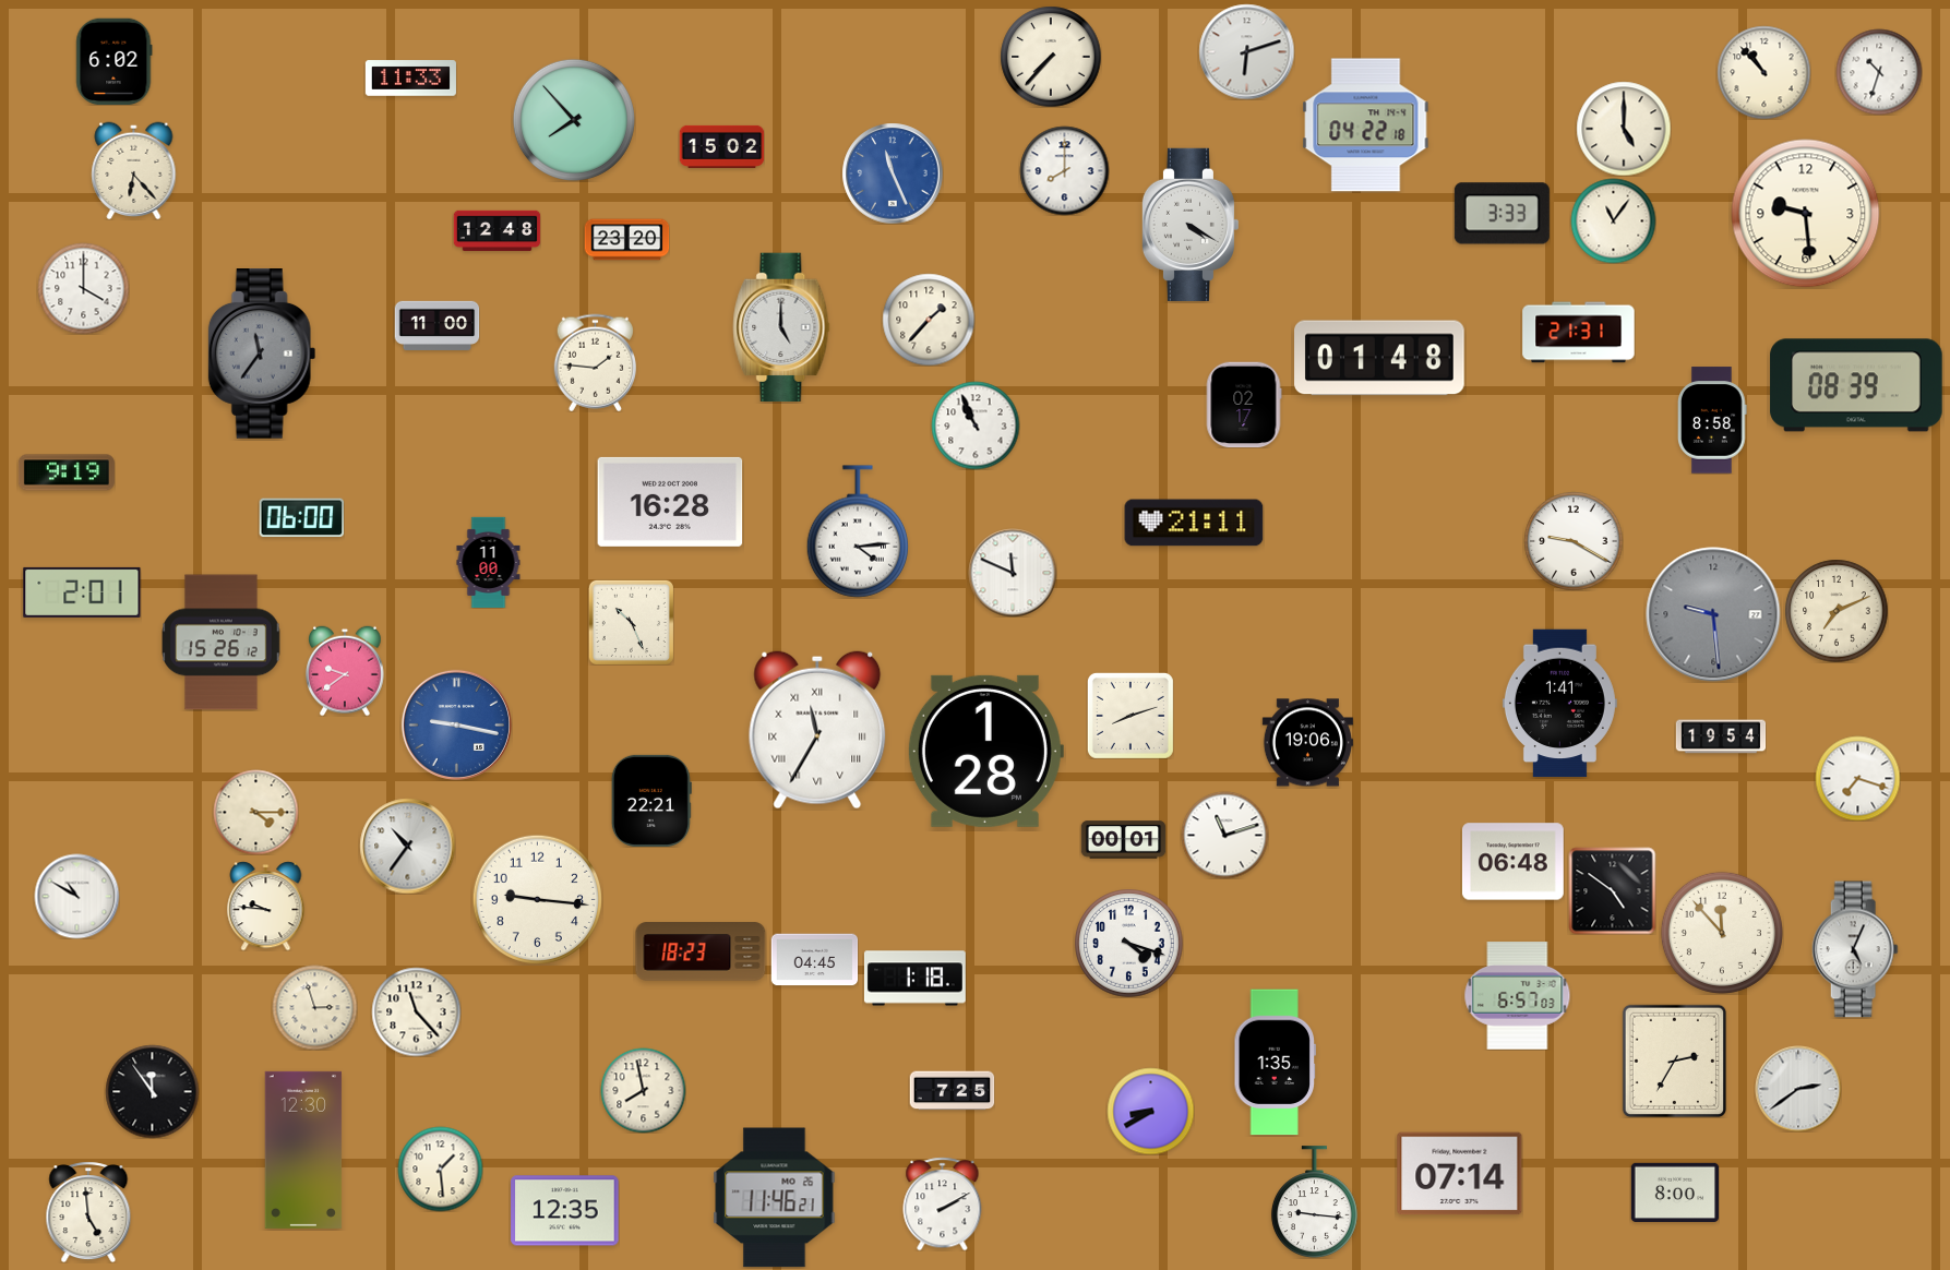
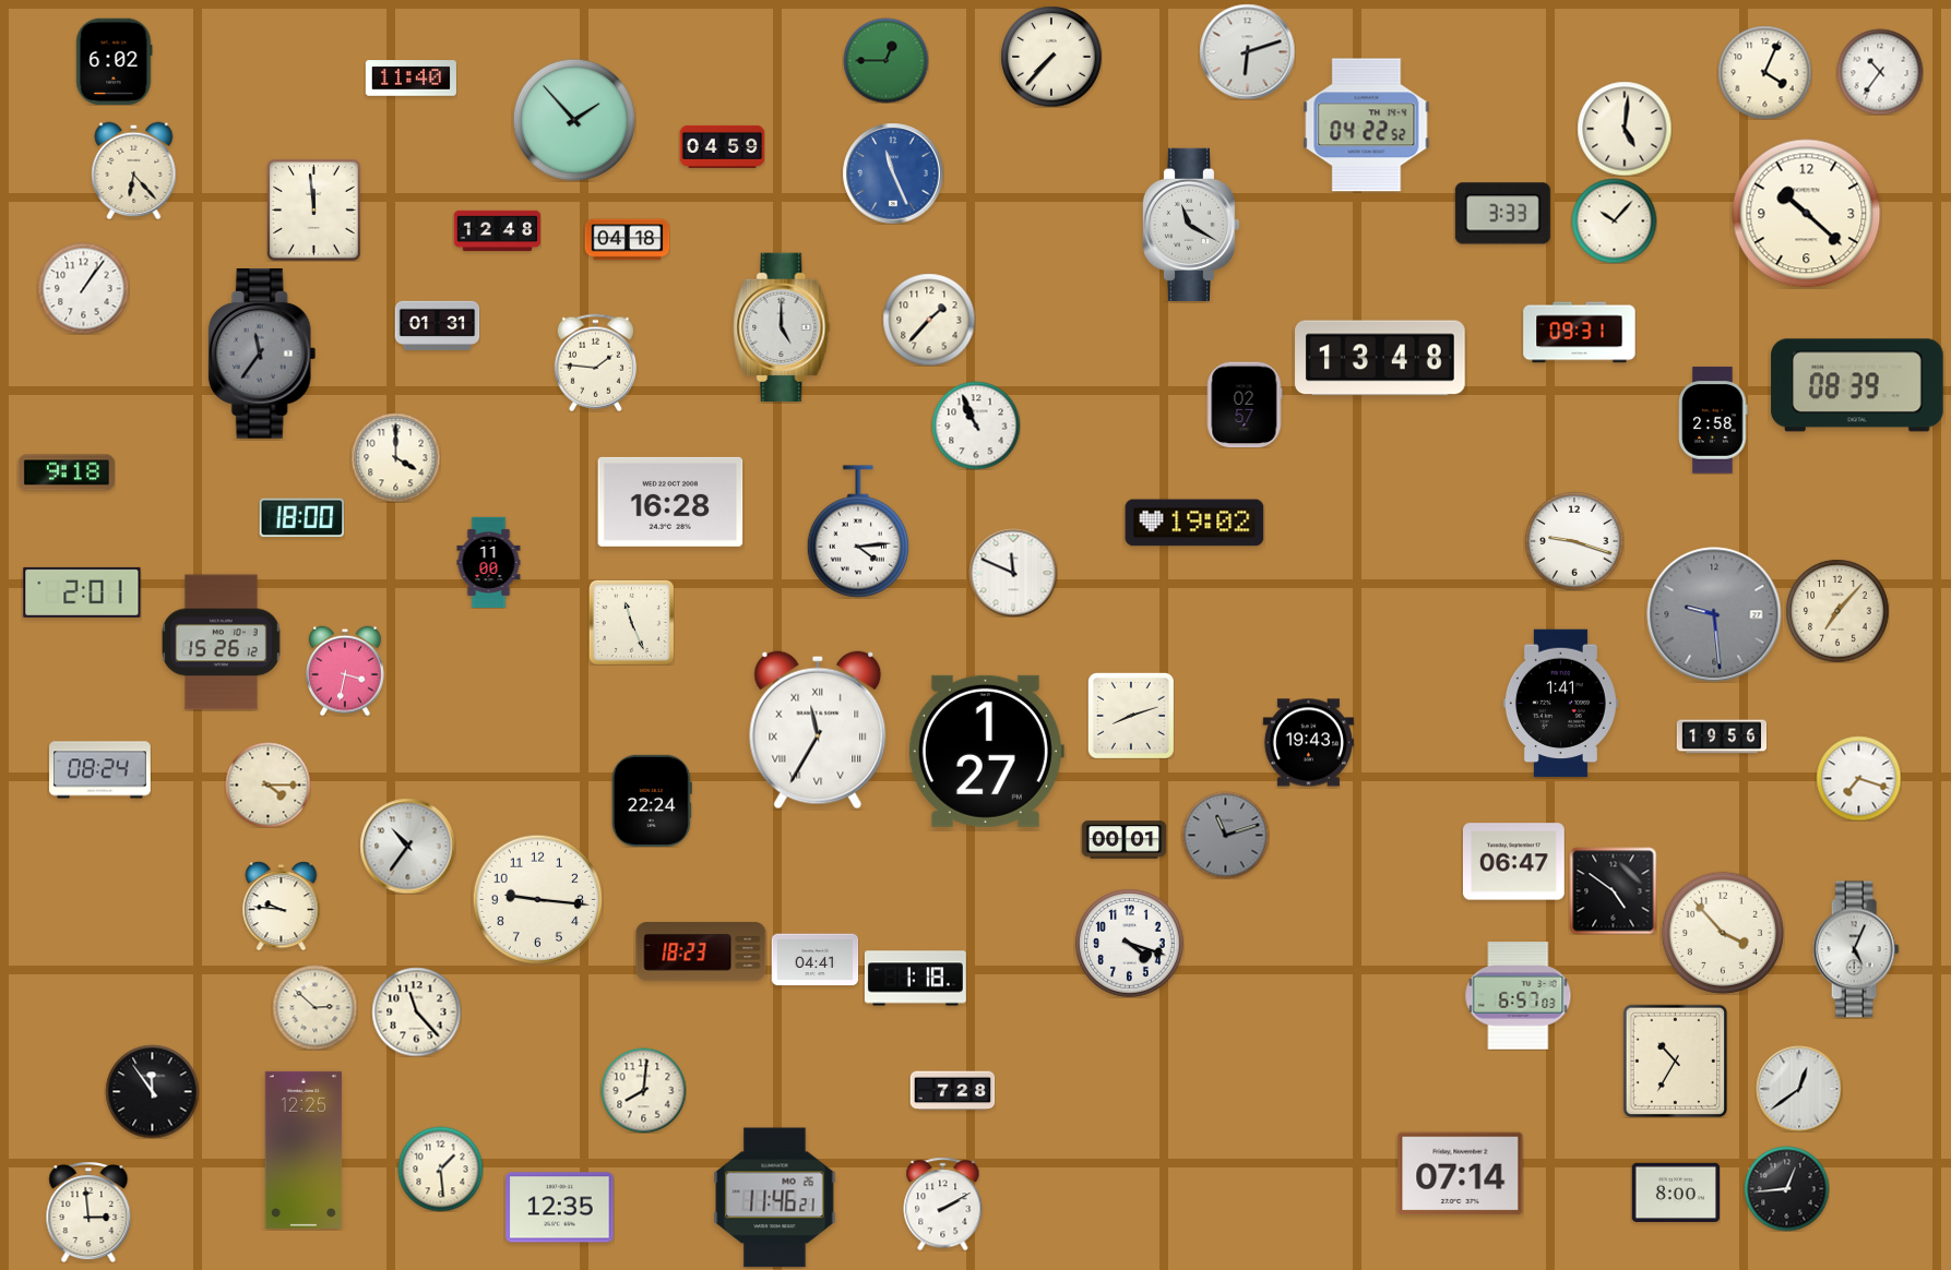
clock at (885, 60): none -> 12:45
clock at (1763, 72): 10:53 -> 4:04
clock at (1879, 72): 10:33 -> 10:36
clock at (410, 79): 11:33 -> 11:40
clock at (574, 120): 7:53 -> 1:53
clock at (1366, 125): 04:22:18 -> 04:22:52
clock at (1624, 129): 5:00 -> 5:01
clock at (721, 146): 15:02 -> 04:59
clock at (1064, 170): 8:00 -> none
clock at (313, 209): none -> 11:59
clock at (1806, 214): 9:29 -> 10:22
clock at (1613, 220): 11:06 -> 10:07
clock at (1189, 225): 4:20 -> 11:20
clock at (626, 240): 23:20 -> 04:18
clock at (83, 288): 4:00 -> 1:06
clock at (436, 325): 11:00 -> 01:31
clock at (1579, 333): 21:31 -> 09:31
clock at (1379, 358): 01:48 -> 13:48
clock at (1244, 405): 02:17 -> 02:57
clock at (1712, 420): 8:58 -> 2:58
clock at (395, 457): none -> 4:00
clock at (67, 472): 9:19 -> 9:18
clock at (301, 518): 06:00 -> 18:00
clock at (1194, 523): 21:11 -> 19:02
clock at (1574, 541): 9:20 -> 9:18
clock at (1837, 611): 7:11 -> 7:07
clock at (631, 622): 10:26 -> 11:26
clock at (345, 671): 9:39 -> 3:32
clock at (456, 724): 9:17 -> none
clock at (1721, 736): 19:54 -> 19:56
clock at (1307, 743): 19:06 -> 19:43
clock at (985, 751): 1:28 -> 1:27
clock at (100, 770): none -> 08:24
clock at (651, 801): 22:21 -> 22:24
clock at (255, 812) position: (255, 812) -> (267, 784)
clock at (1224, 835) dial: white -> grey
clock at (1512, 862): 06:48 -> 06:47
clock at (76, 896): 10:50 -> none
clock at (266, 906) position: (266, 906) -> (282, 906)
clock at (1722, 933): 11:53 -> 3:53
clock at (814, 960): 04:45 -> 04:41
clock at (314, 1007): 2:57 -> 2:52
clock at (1674, 1061): 2:35 -> 10:35
clock at (1276, 1063): 1:35 -> none
clock at (1798, 1089): 2:39 -> 12:39
clock at (643, 1090): 7:58 -> 8:01
clock at (952, 1091): 7:25 -> 7:28
clock at (1150, 1111): 8:40 -> none
clock at (303, 1150): 12:30 -> 12:25
clock at (1786, 1188): none -> 12:44
clock at (1314, 1202): 9:16 -> none
clock at (565, 1211) position: (565, 1211) -> (560, 1208)
clock at (88, 1212): 4:59 -> 2:59
